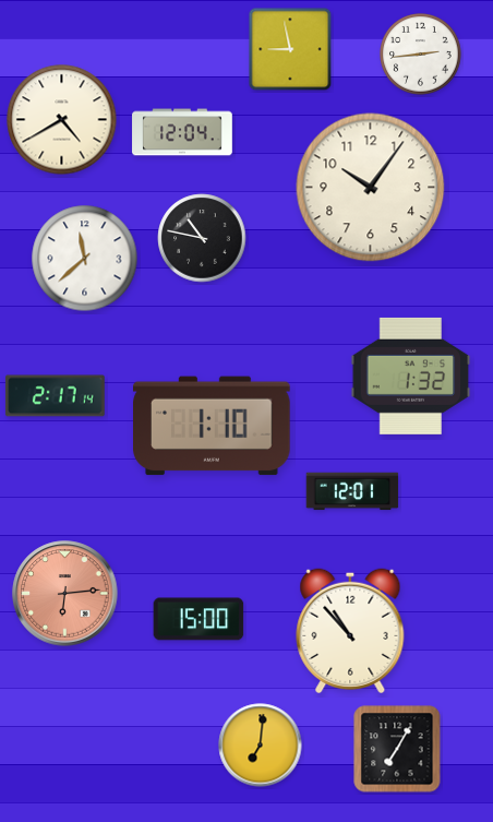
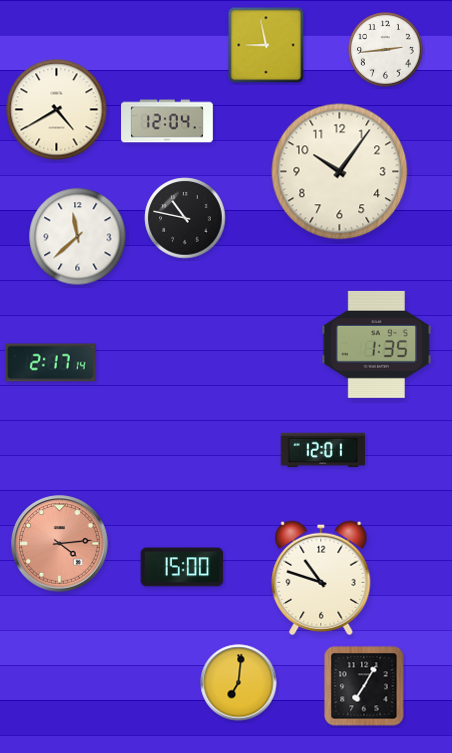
clock at (411, 376): 1:32 -> 1:35
clock at (213, 426): 1:10 -> none
clock at (65, 594): 6:14 -> 4:14
clock at (350, 631): 10:53 -> 10:48
